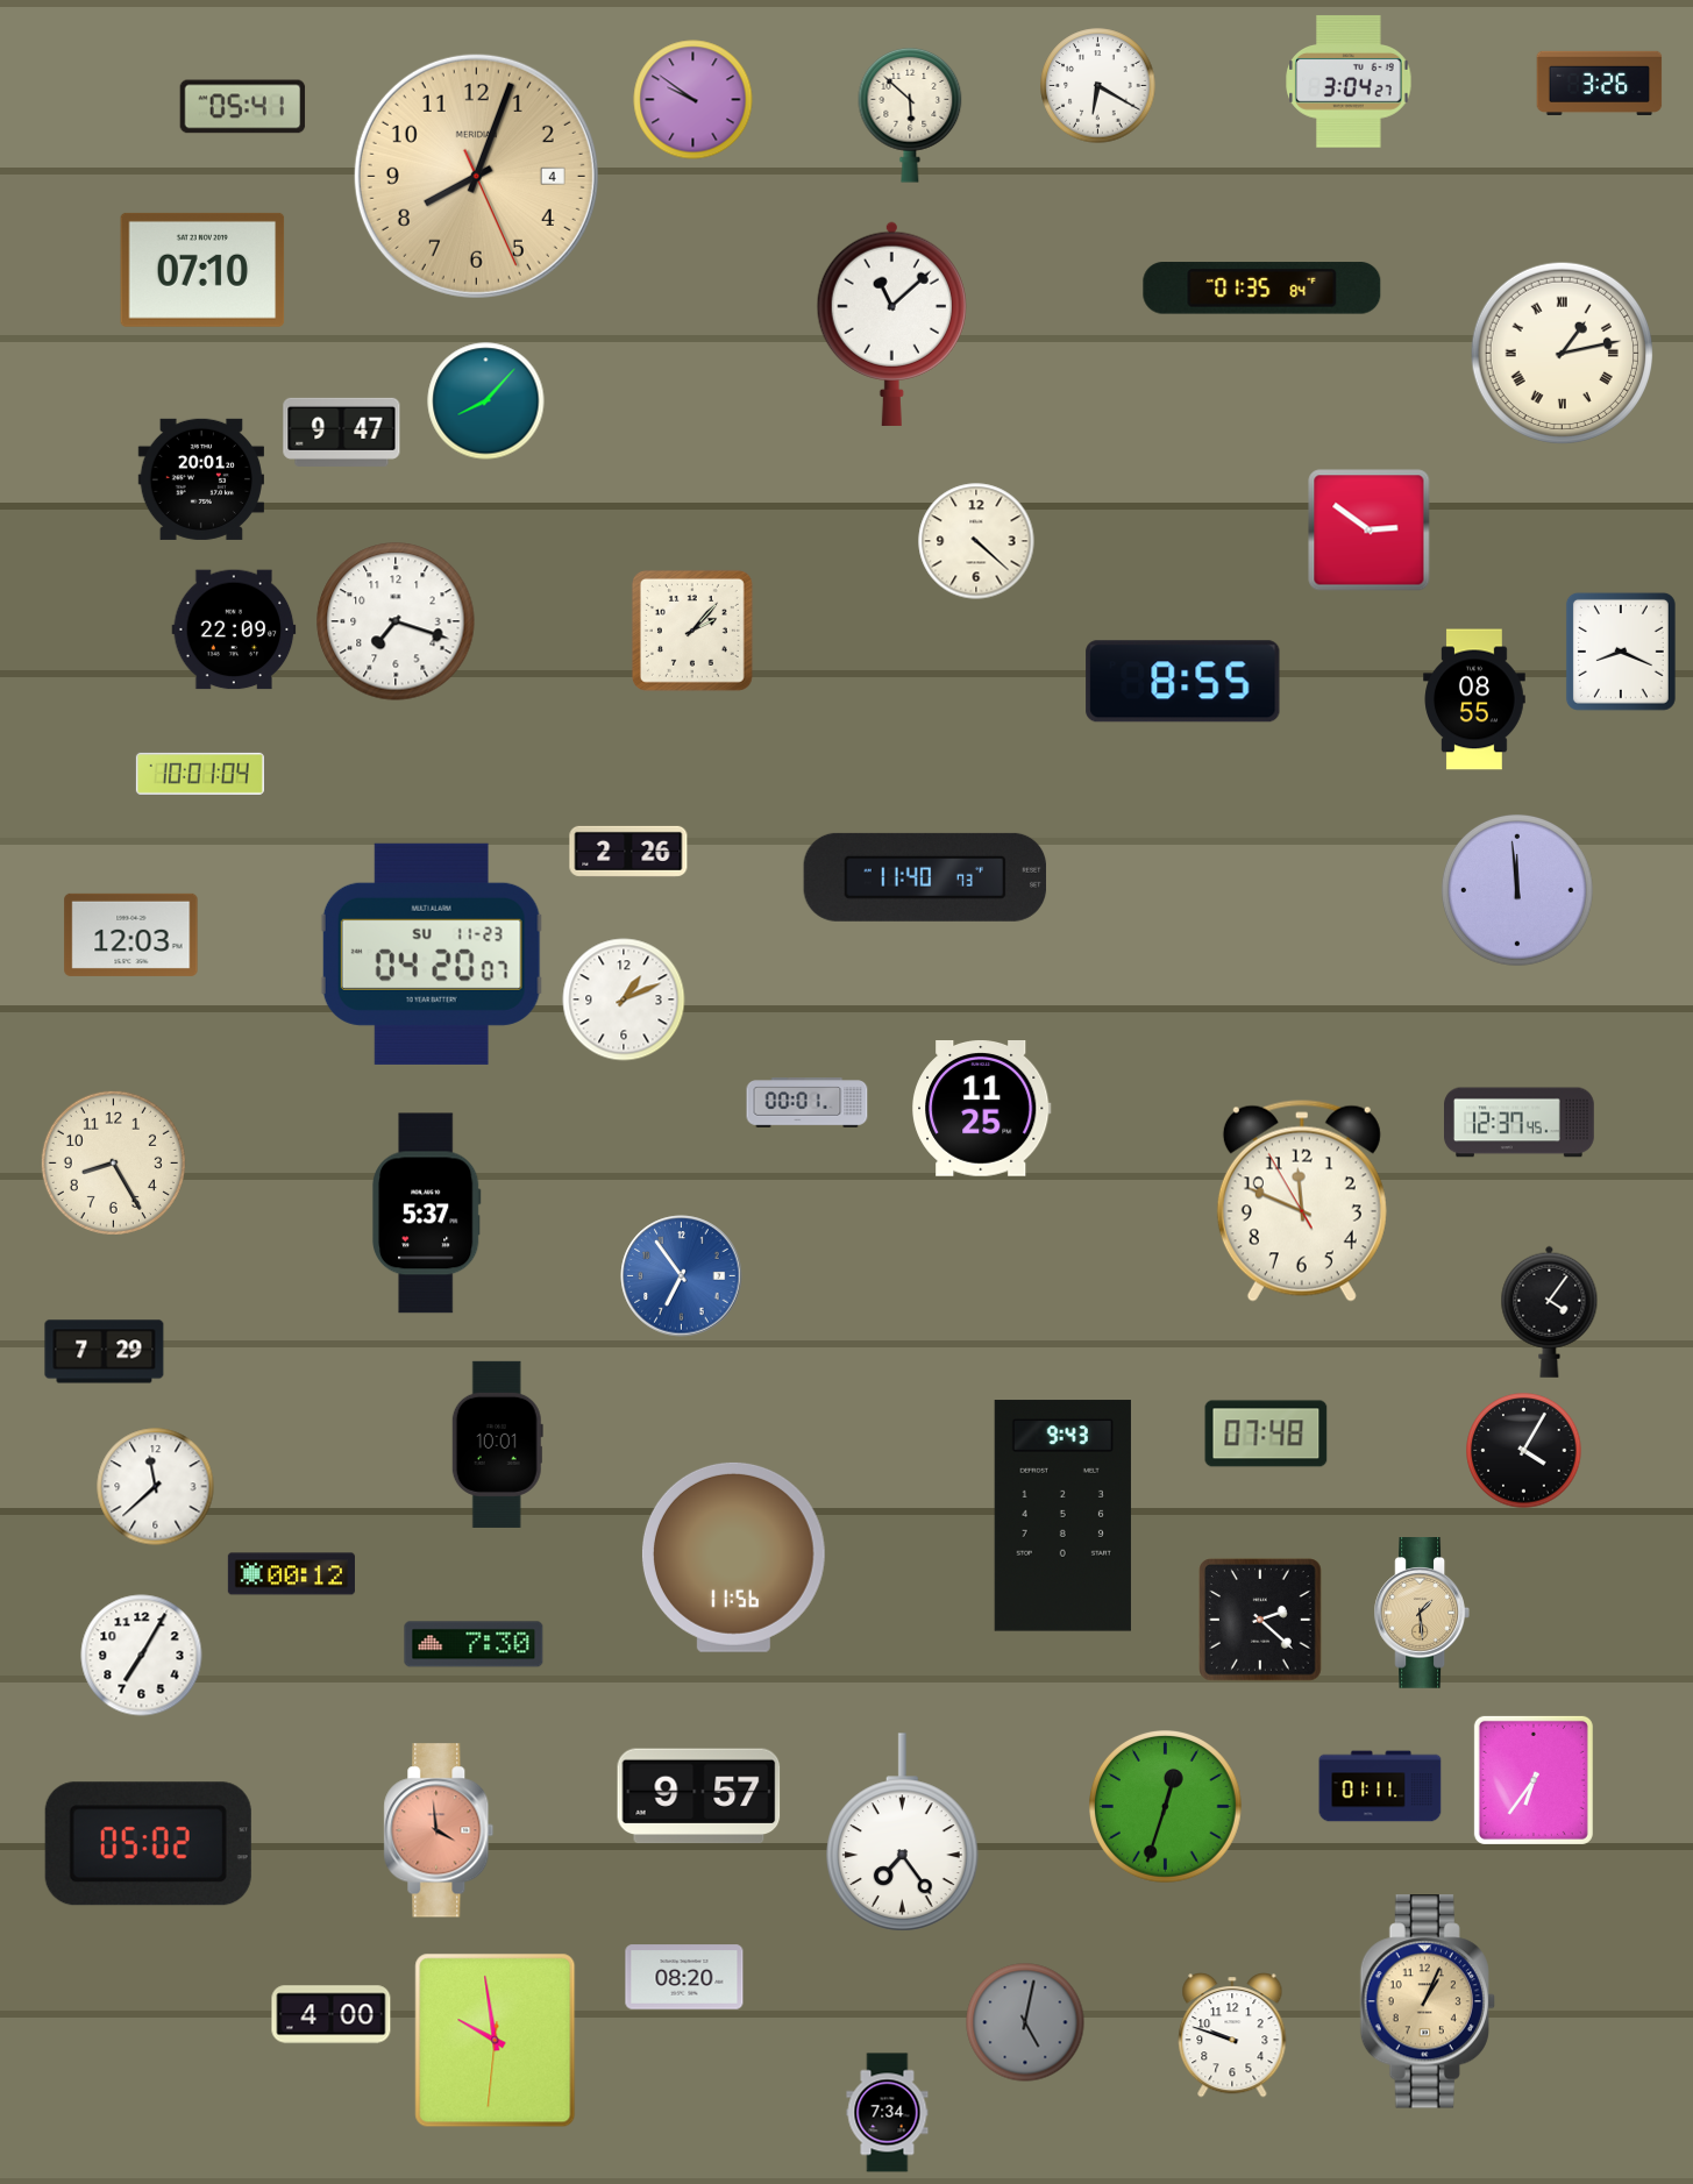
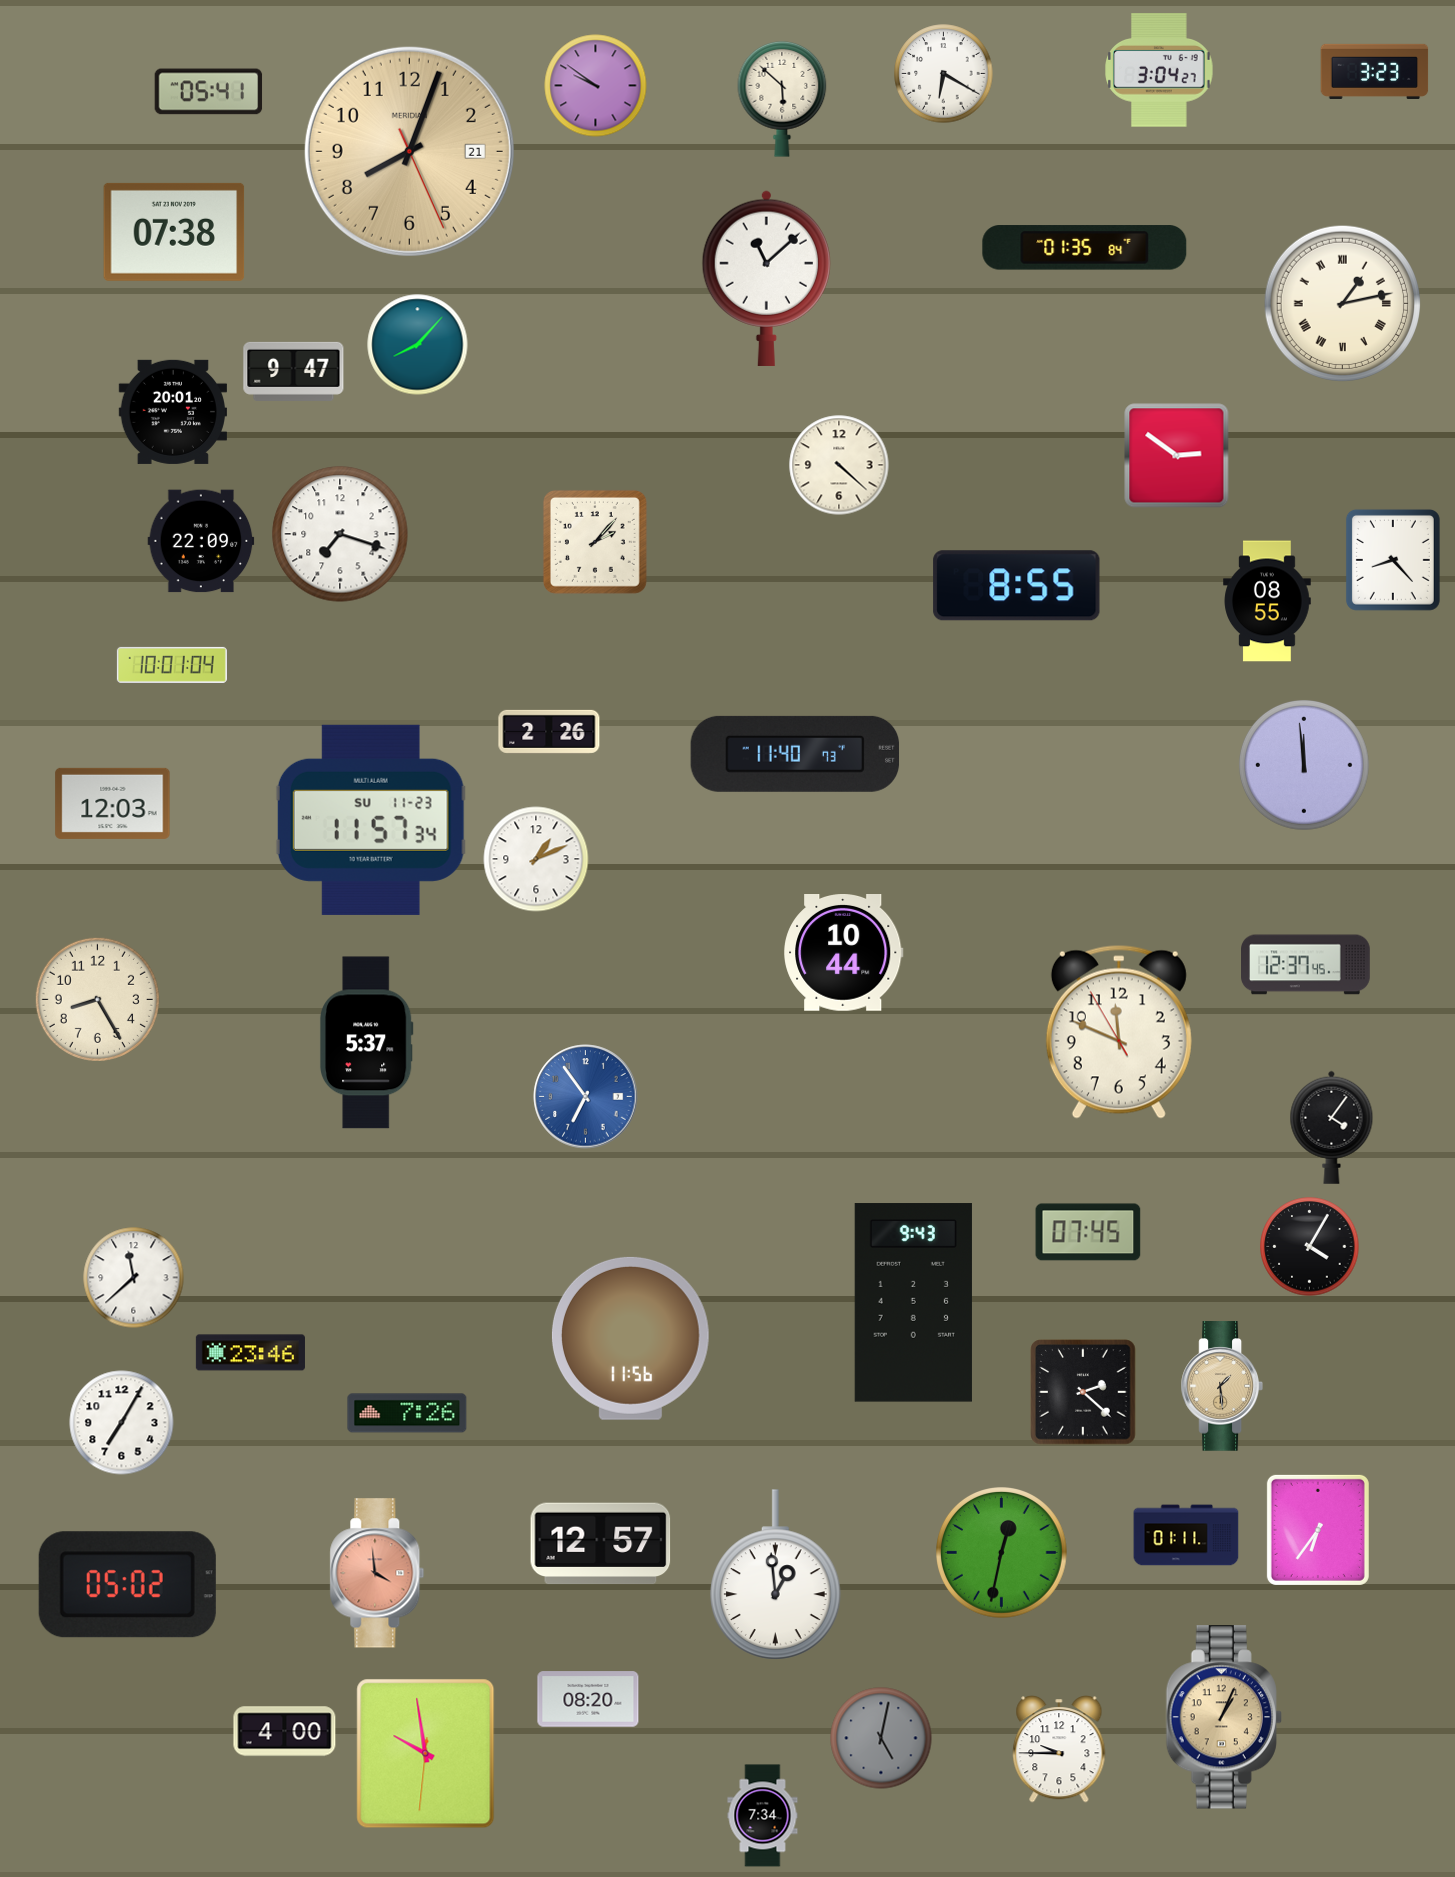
clock at (1600, 83): 3:26 -> 3:23
clock at (476, 176) date: 4 -> 21
clock at (202, 270): 07:10 -> 07:38
clock at (1621, 652): 8:19 -> 8:23
clock at (628, 852) position: (628, 852) -> (549, 732)
clock at (432, 954): 04:20 -> 11:57
clock at (808, 1103): 00:01 -> none
clock at (982, 1109): 11:25 -> 10:44
clock at (105, 1352): 7:29 -> none
clock at (1266, 1434): 07:48 -> 07:45
clock at (497, 1444): 10:01 -> none
clock at (291, 1574): 00:12 -> 23:46
clock at (474, 1644): 7:30 -> 7:26
clock at (699, 1797): 9:57 -> 12:57
clock at (1166, 1807): 12:33 -> 12:32
clock at (903, 1833): 7:24 -> 12:59
clock at (1428, 2001) position: (1428, 2001) -> (1224, 1717)
clock at (1232, 2036): 9:48 -> 9:45
